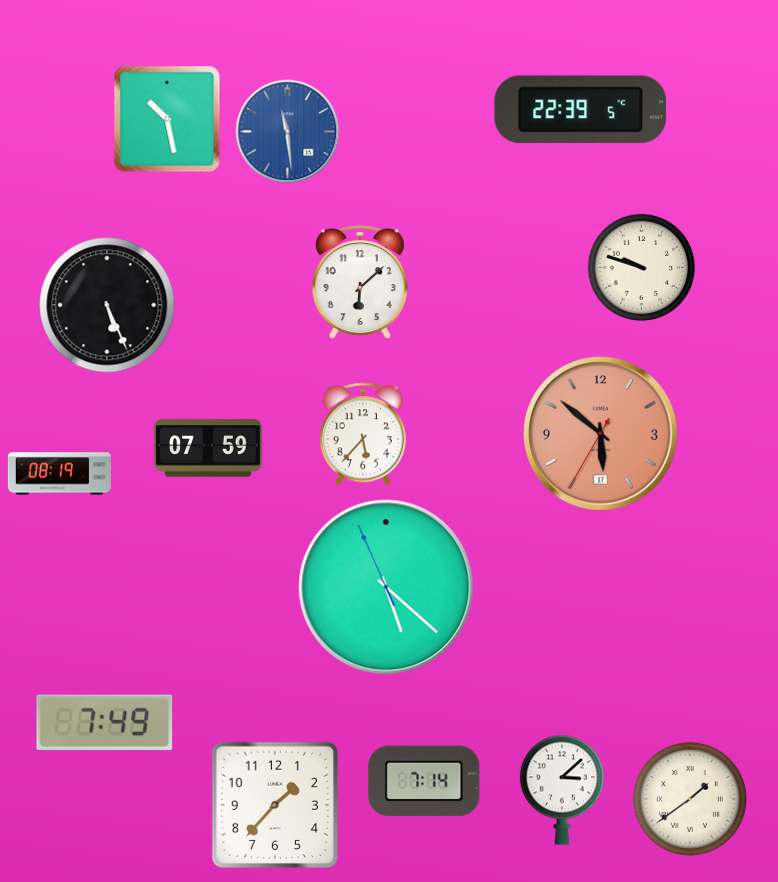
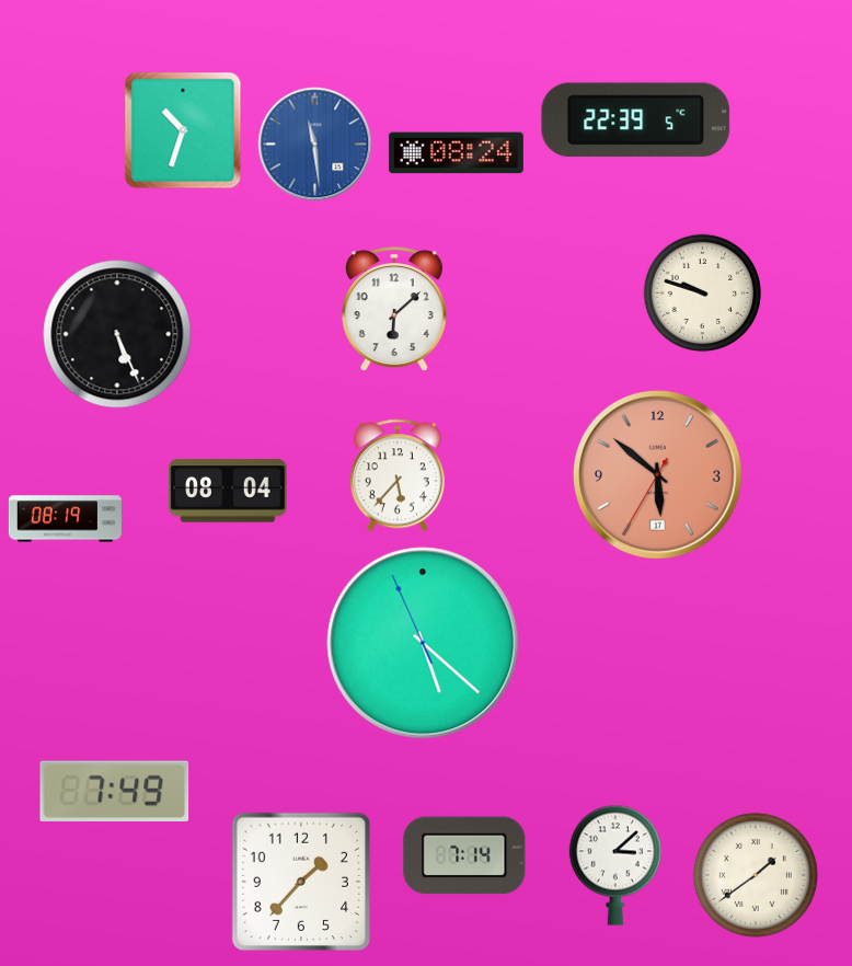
clock at (167, 119): 10:28 -> 10:33
clock at (456, 153): none -> 08:24
clock at (208, 448): 07:59 -> 08:04
